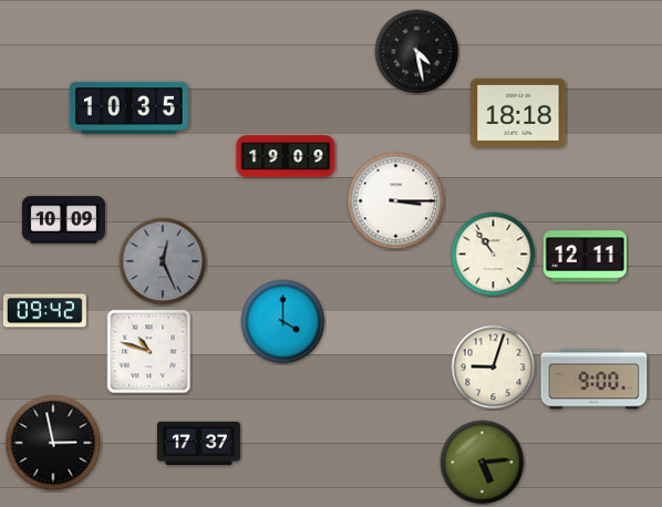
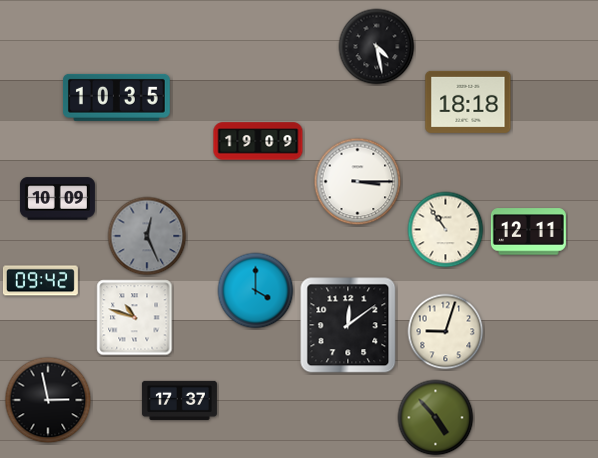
clock at (348, 325): none -> 12:09
clock at (594, 380): 9:00 -> none
clock at (483, 463): 5:14 -> 4:53
